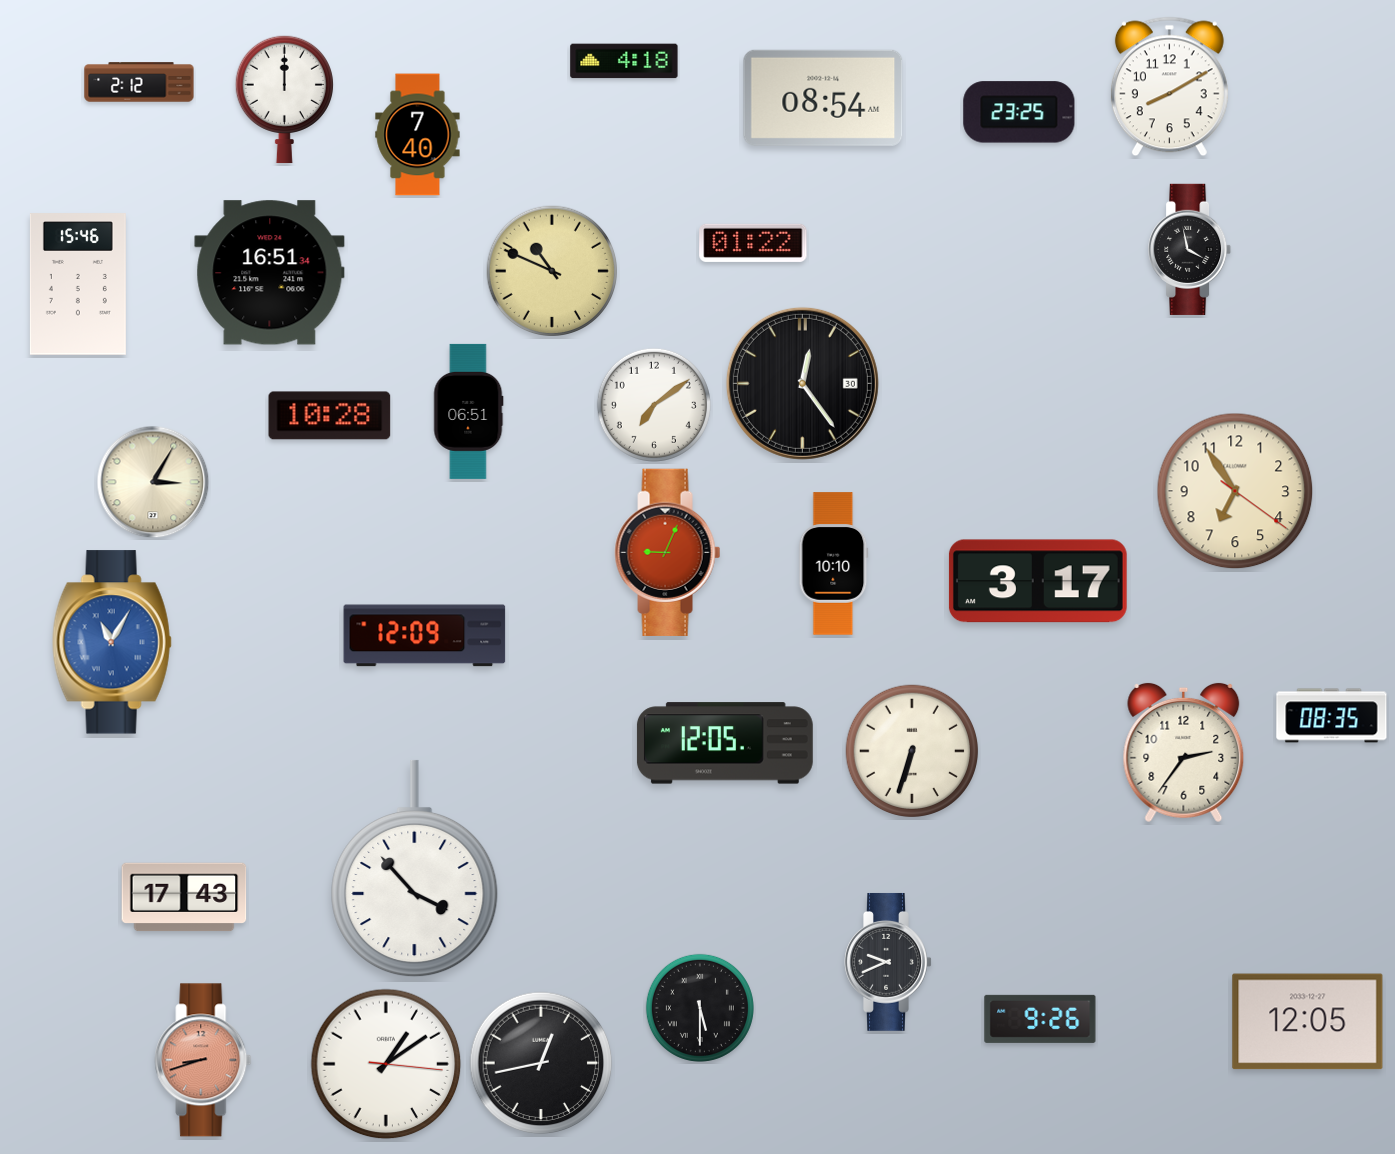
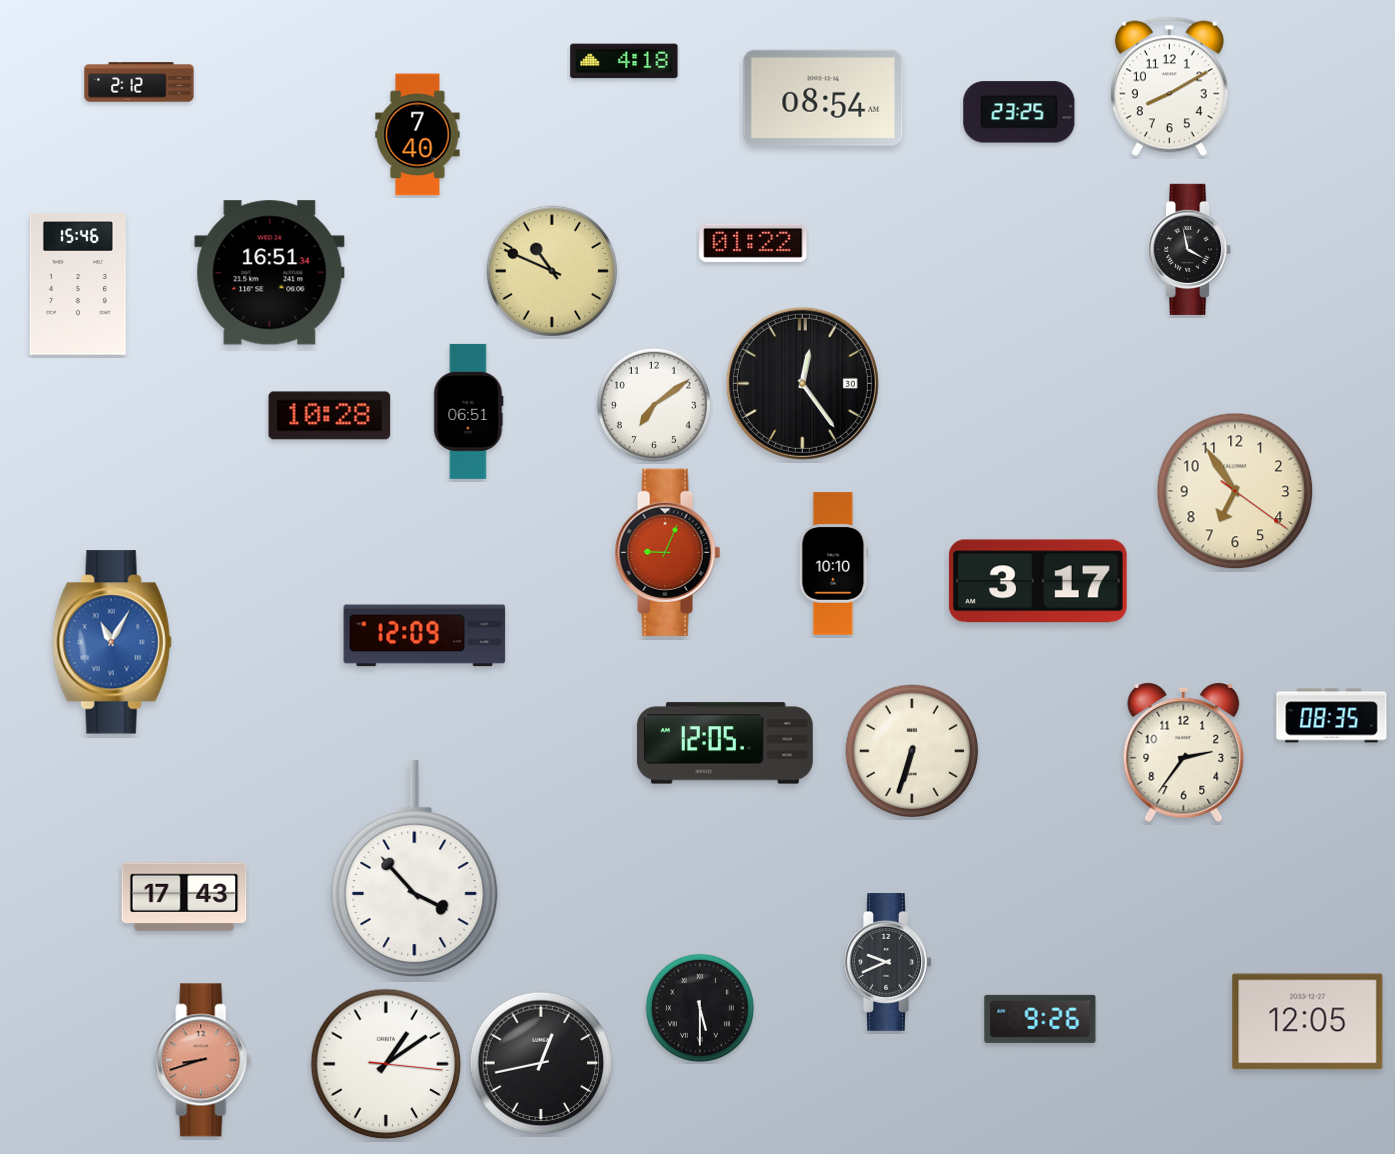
clock at (284, 99): 12:00 -> none
clock at (153, 482): 3:05 -> none
